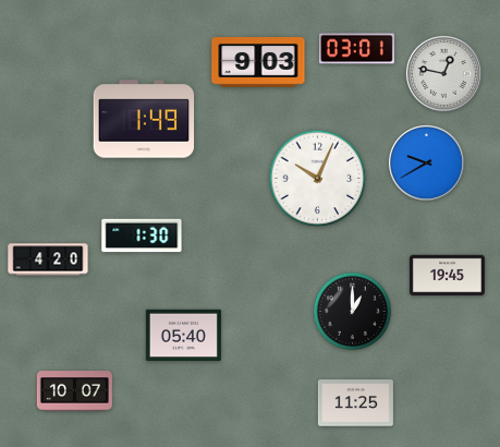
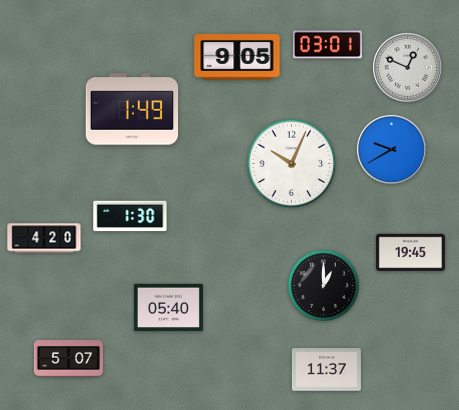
clock at (258, 63): 9:03 -> 9:05
clock at (444, 74): 12:47 -> 12:49
clock at (74, 391): 10:07 -> 5:07
clock at (355, 403): 11:25 -> 11:37
